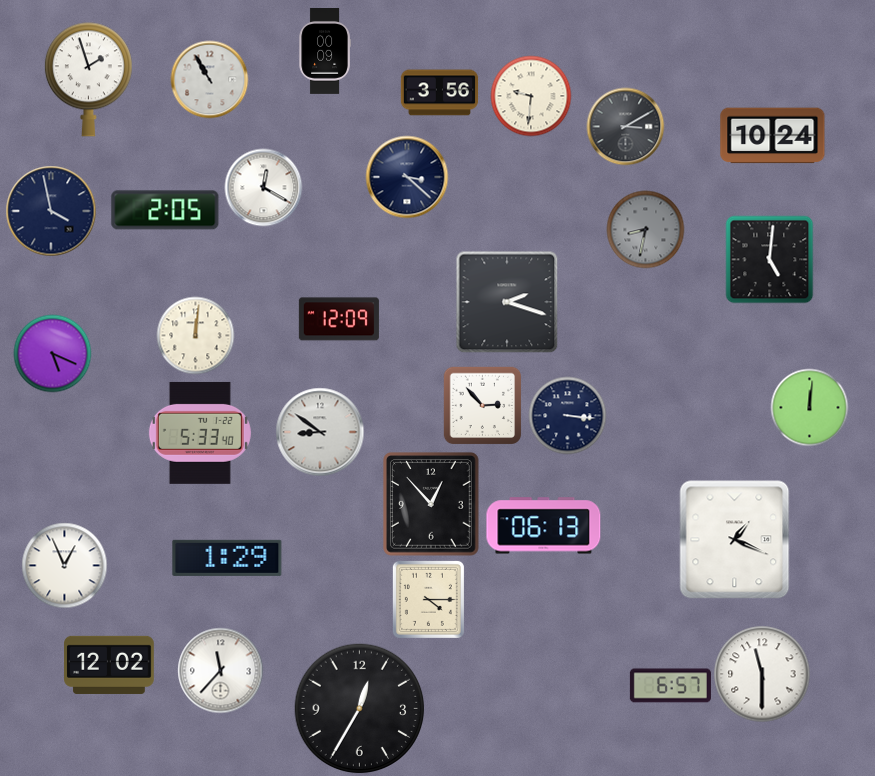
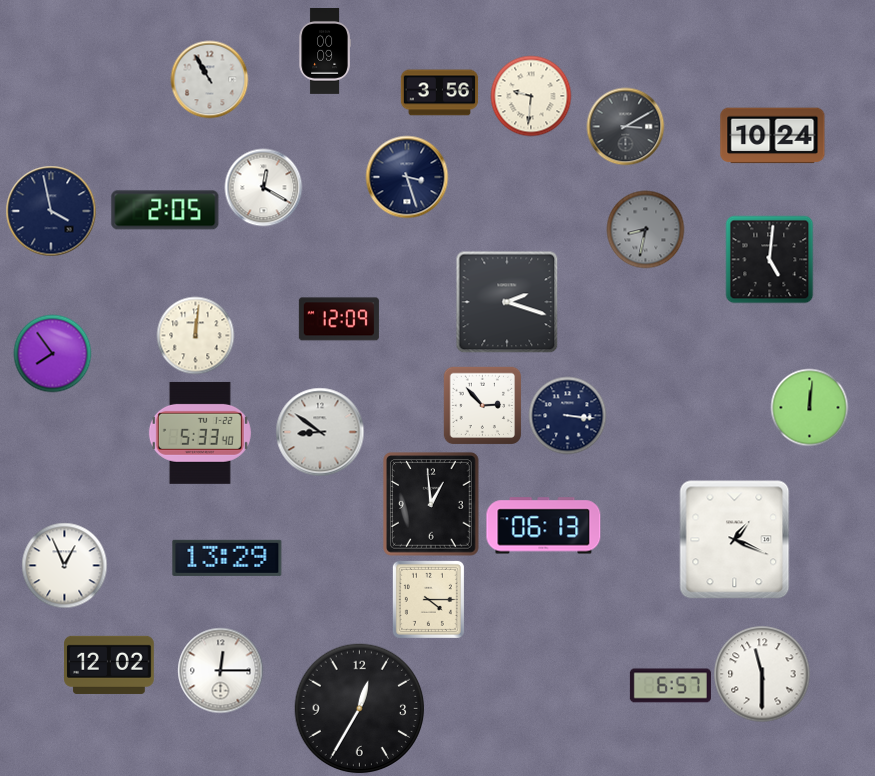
clock at (88, 80): 1:57 -> none
clock at (407, 177): 3:22 -> 3:27
clock at (52, 353): 5:19 -> 7:54
clock at (432, 505): 12:53 -> 12:59
clock at (227, 558): 1:29 -> 13:29
clock at (220, 670): 11:37 -> 12:15
